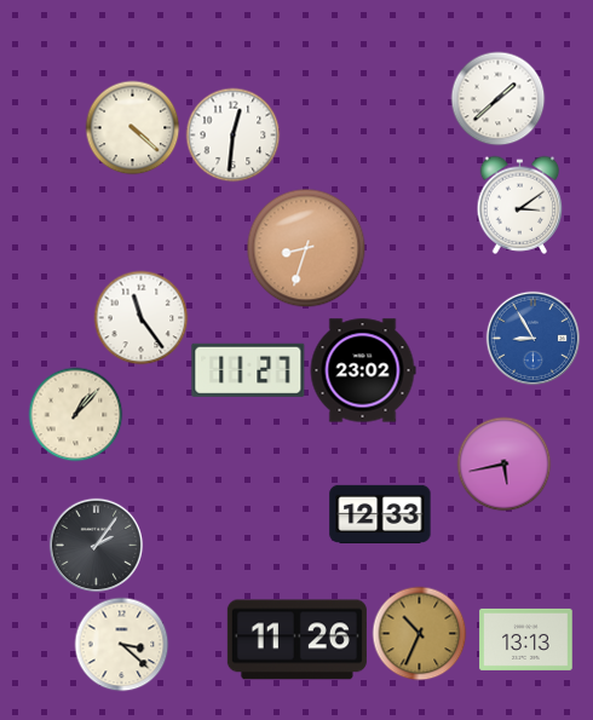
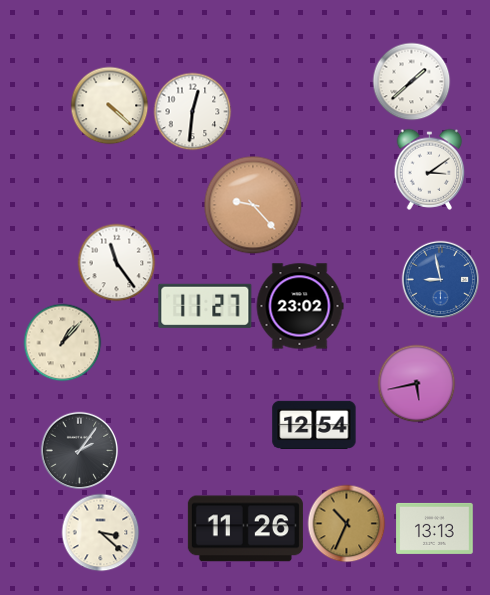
clock at (306, 248): 8:33 -> 9:23
clock at (532, 338): 8:55 -> 8:58
clock at (380, 513): 12:33 -> 12:54
